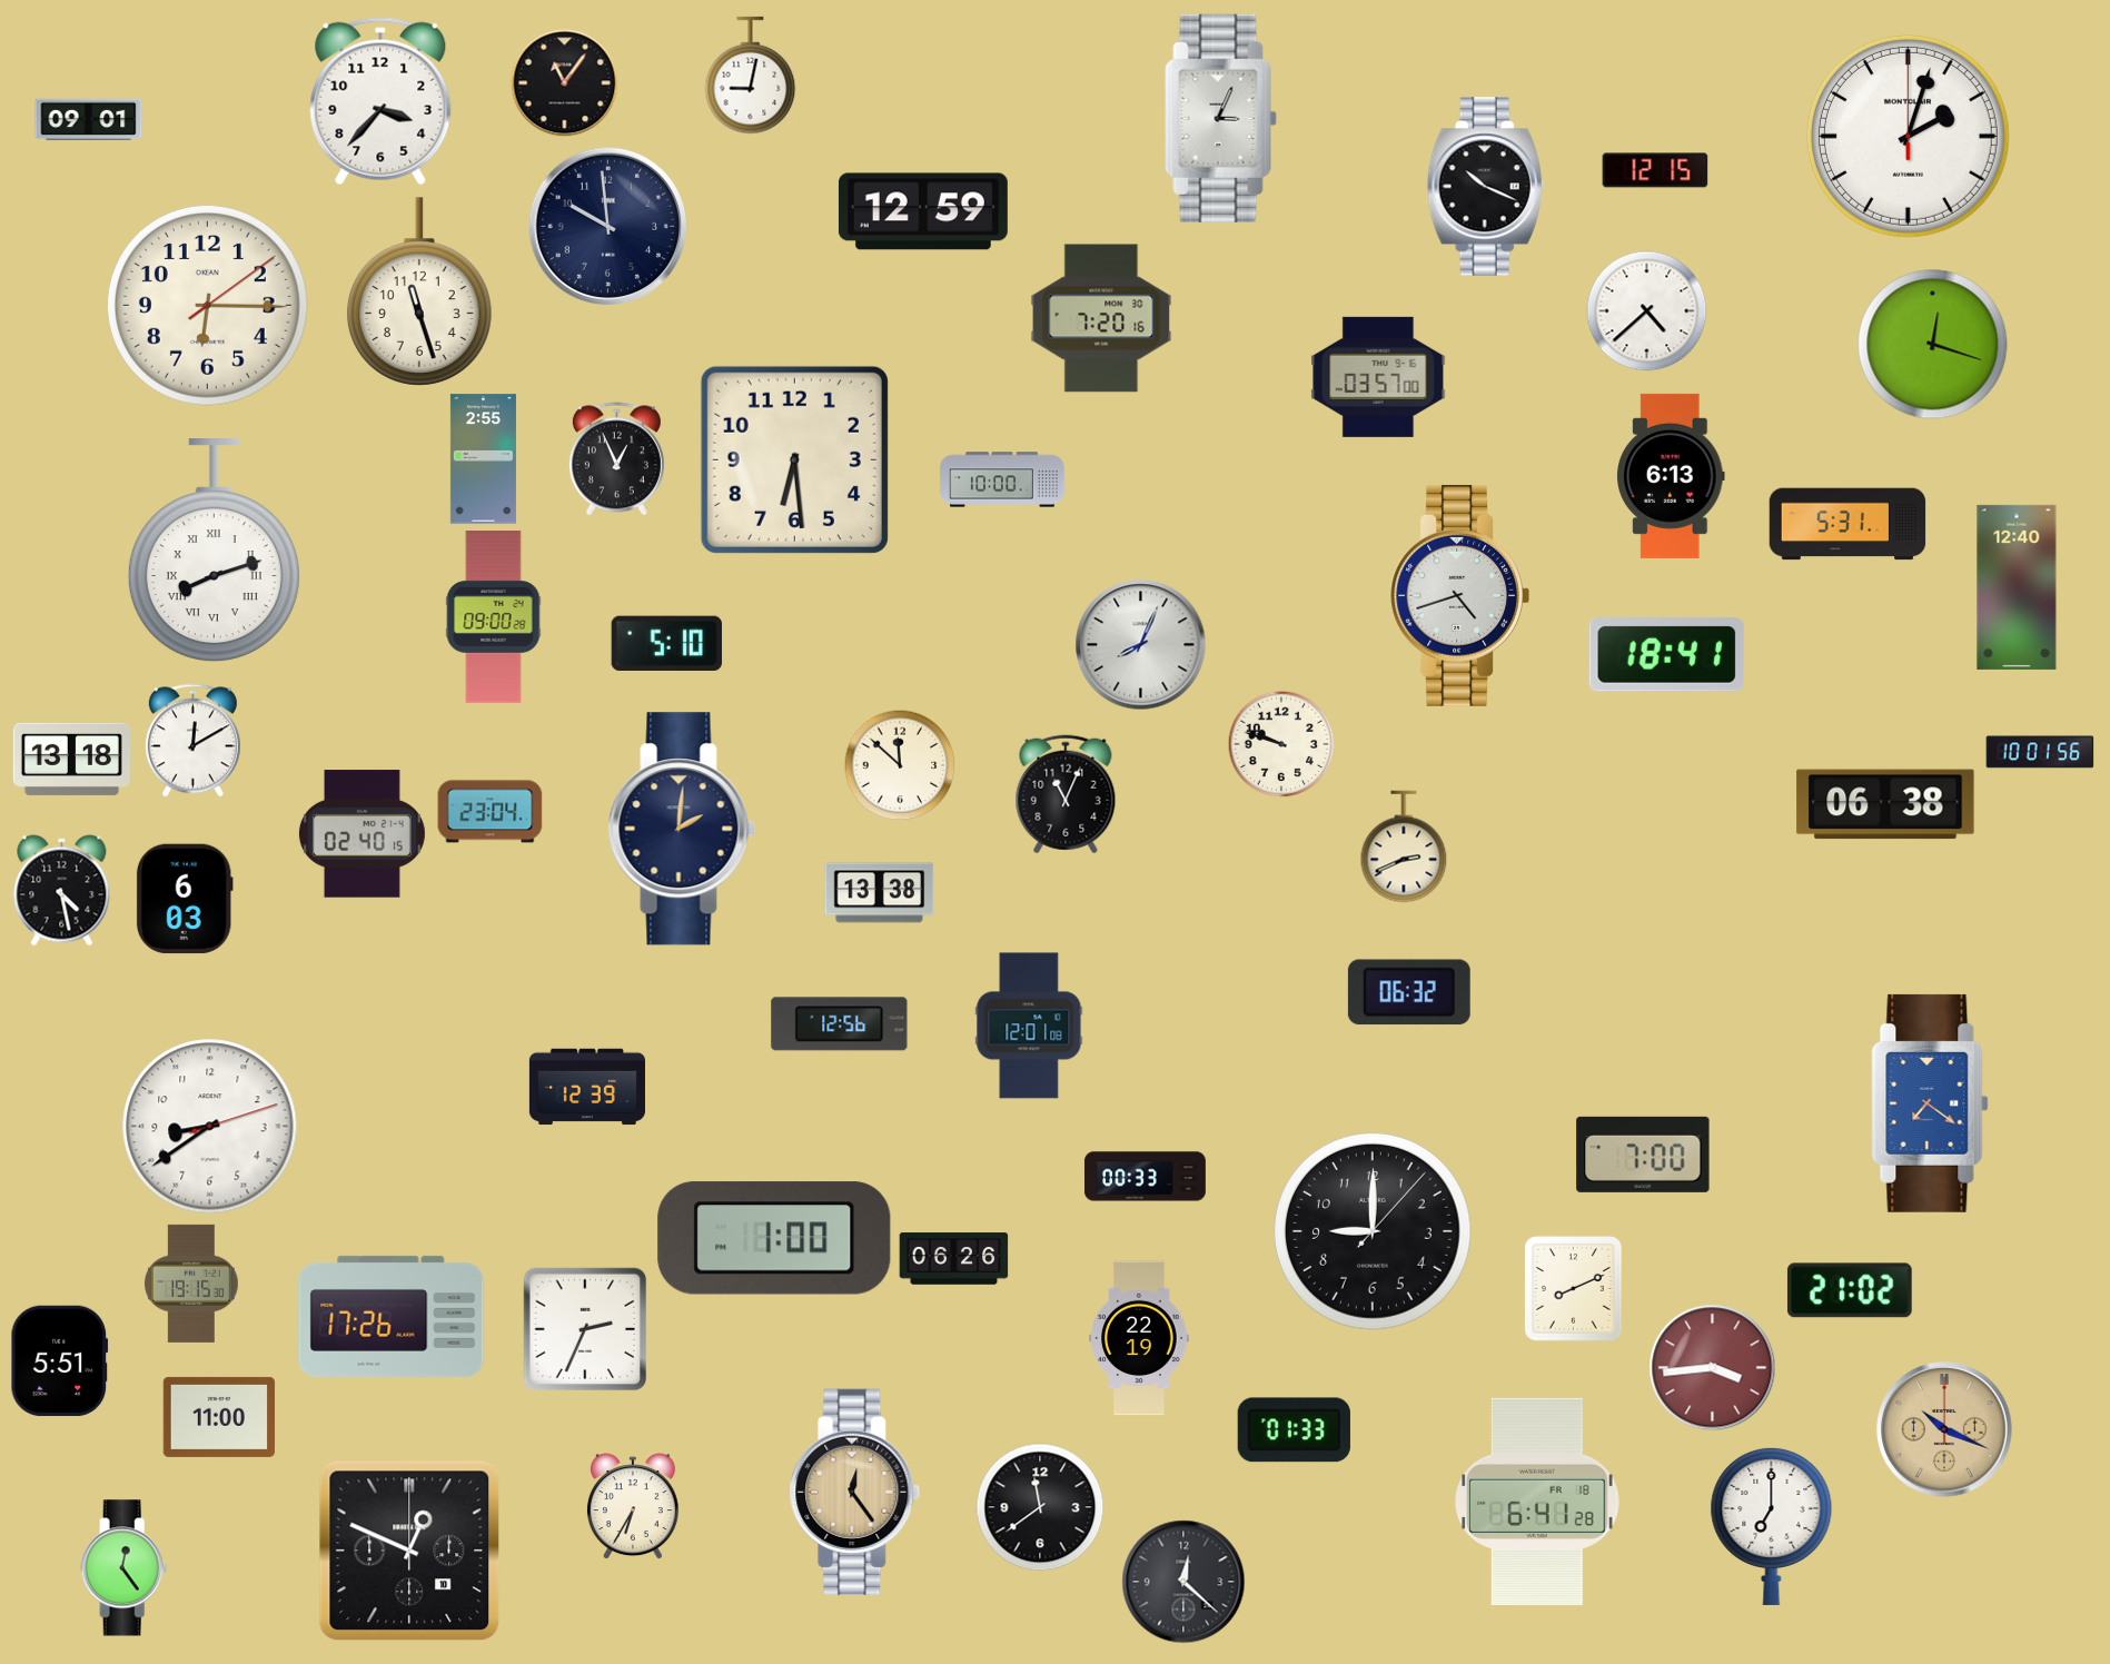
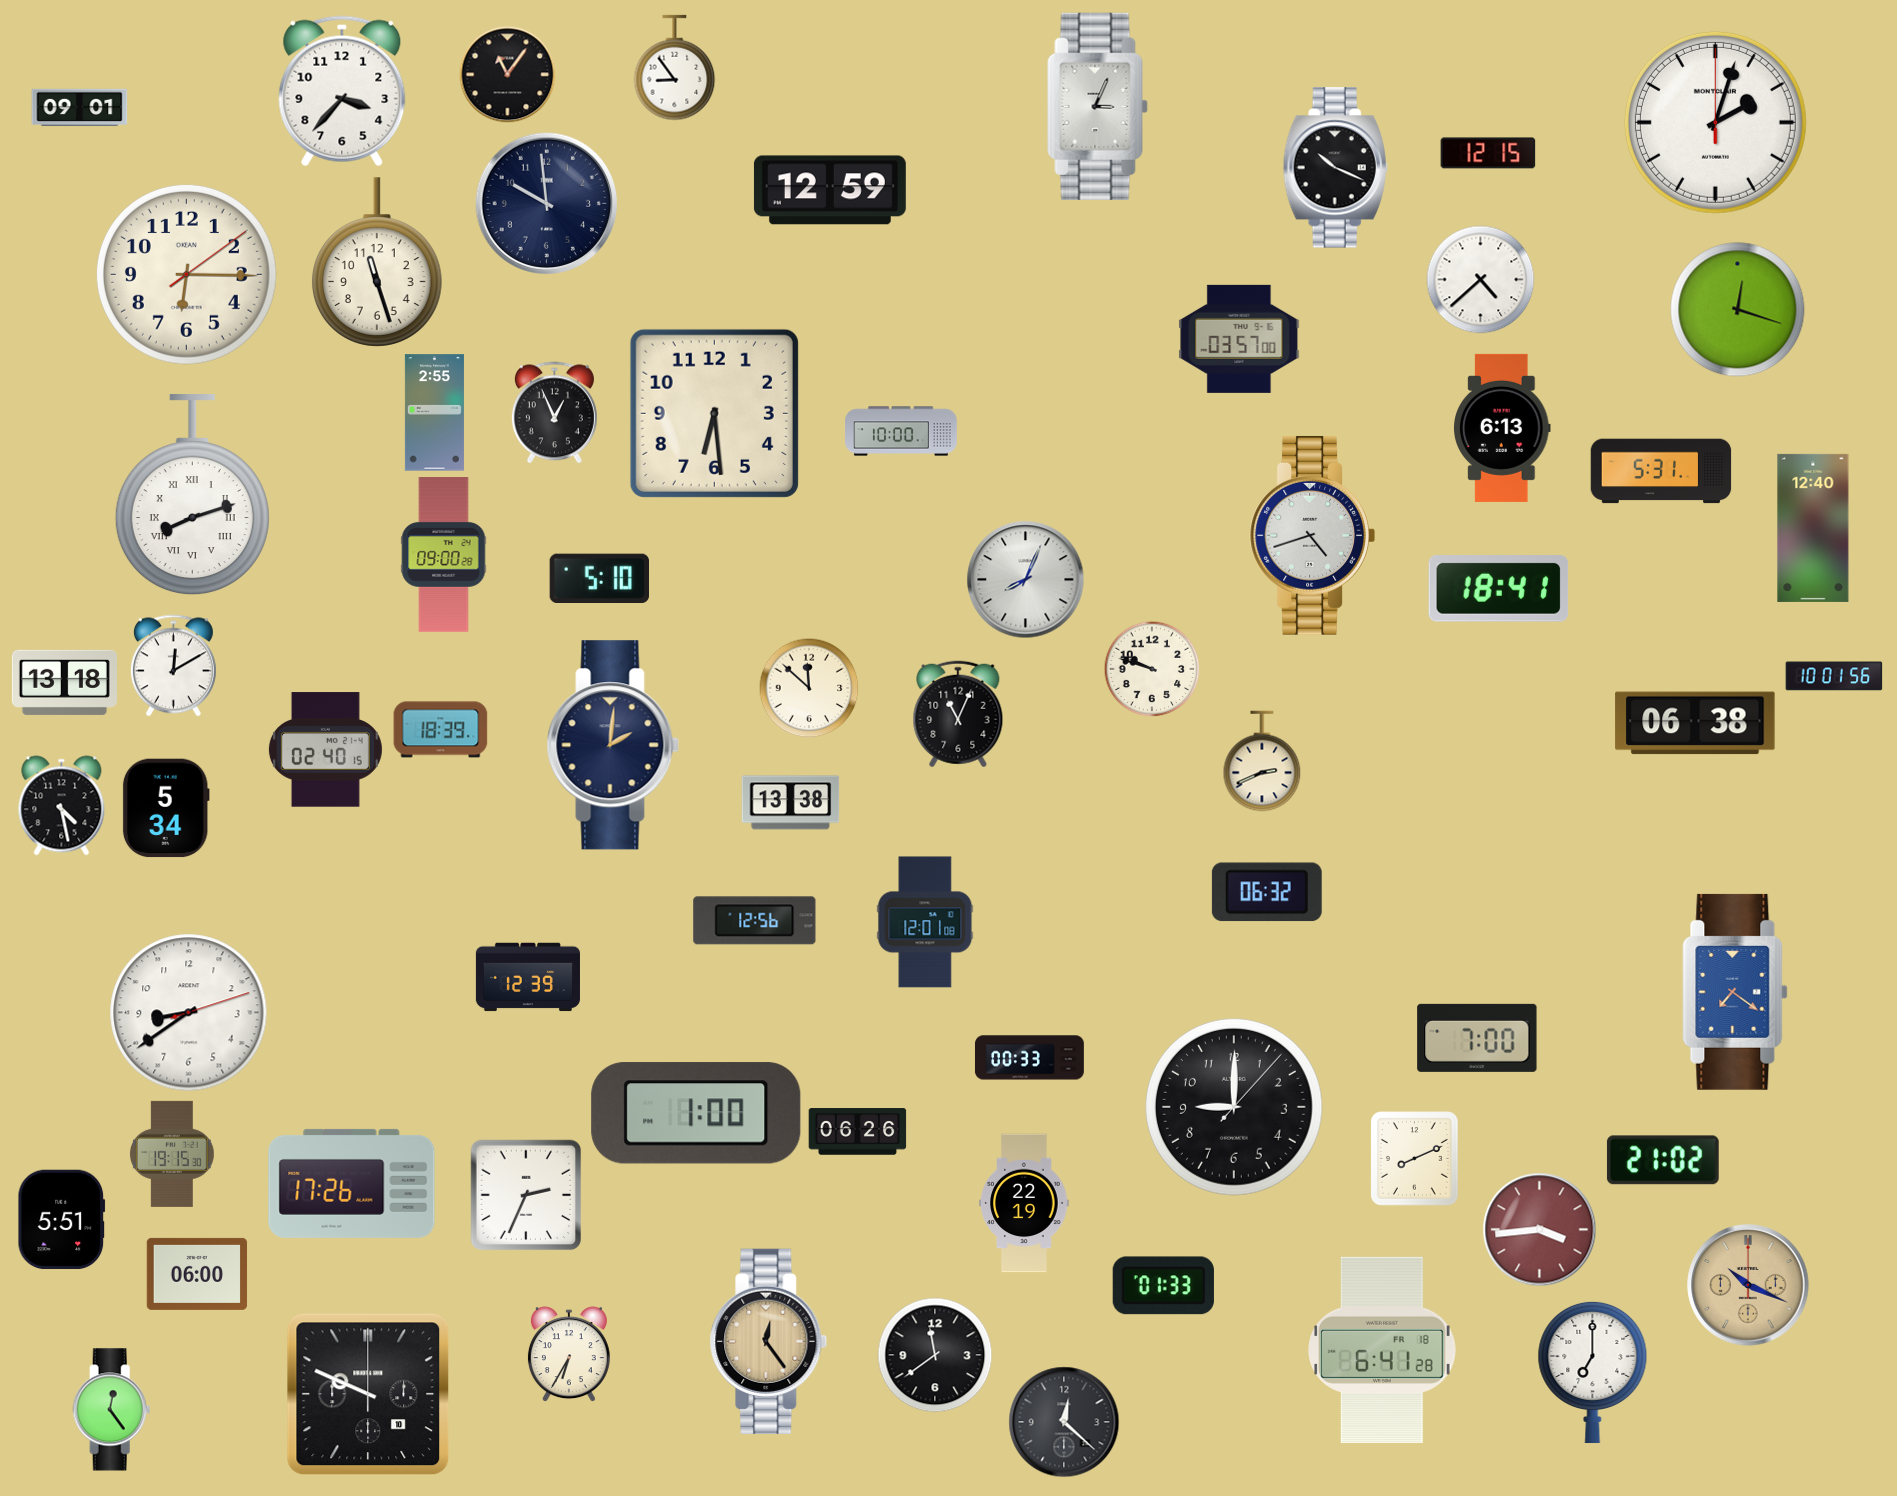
clock at (751, 76): 9:02 -> 8:54
clock at (1101, 318): 7:20 -> none
clock at (491, 812): 23:04 -> 18:39
clock at (62, 891) position: (62, 891) -> (62, 806)
clock at (185, 899): 6:03 -> 5:34
clock at (60, 1361) position: (60, 1361) -> (62, 1220)
clock at (219, 1417): 11:00 -> 06:00
clock at (409, 1551): 12:49 -> 9:49
